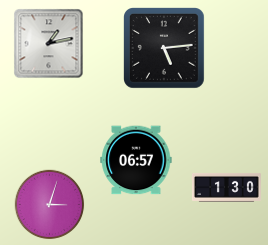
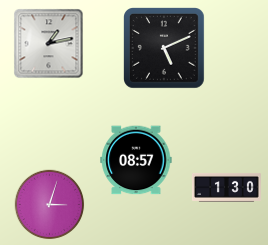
clock at (165, 49): 5:14 -> 5:11
clock at (136, 160): 06:57 -> 08:57
